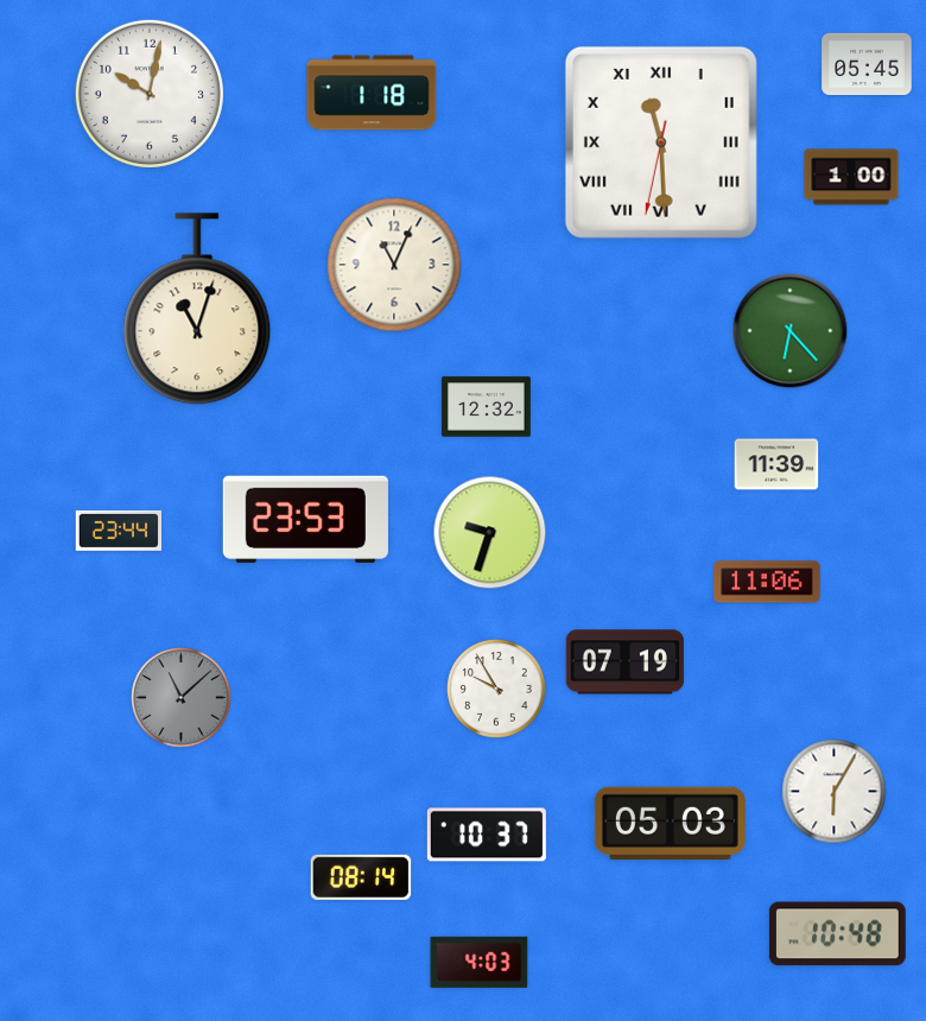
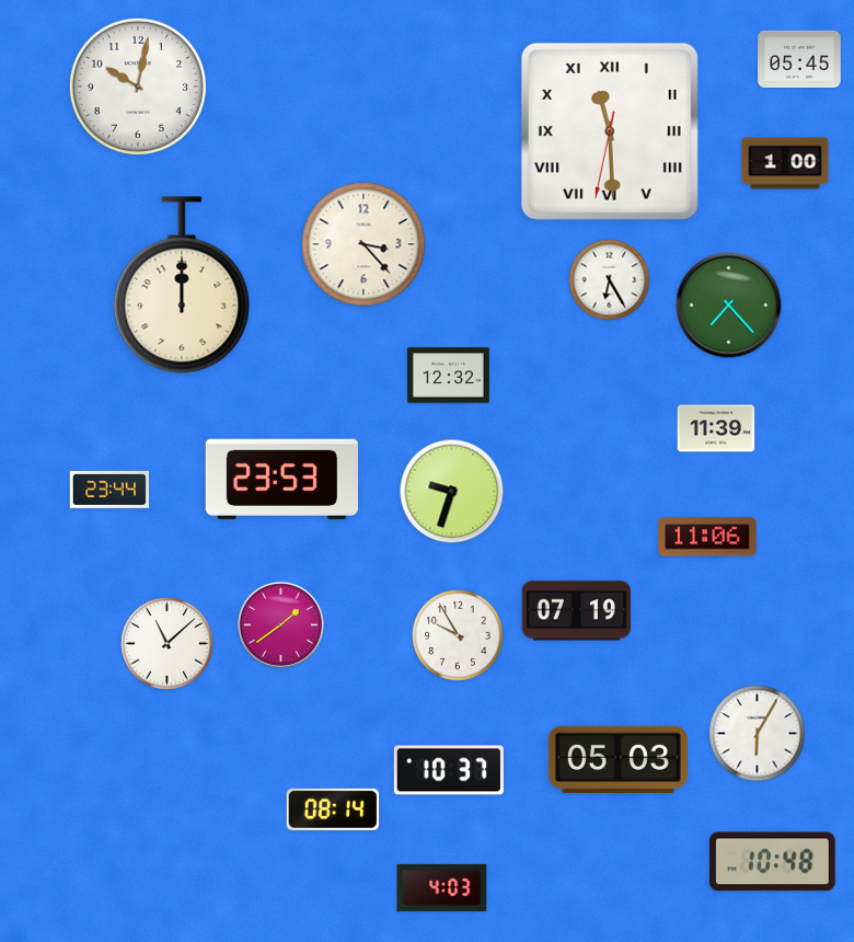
clock at (372, 93): 1:18 -> none
clock at (394, 265): 11:04 -> 3:23
clock at (610, 280): none -> 6:25
clock at (197, 309): 11:03 -> 12:00
clock at (791, 331): 6:23 -> 7:23
clock at (280, 624): none -> 1:39
clock at (182, 698) dial: grey -> white
clock at (835, 792) position: (835, 792) -> (758, 734)
